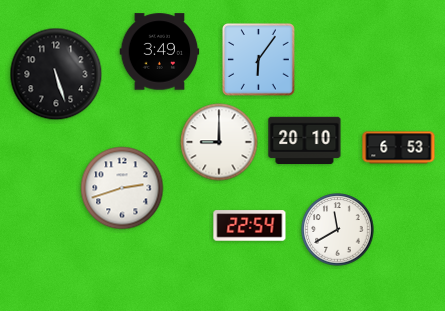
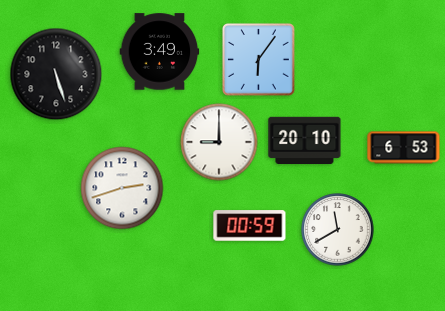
clock at (399, 148) position: (399, 148) -> (404, 148)
clock at (250, 226): 22:54 -> 00:59
